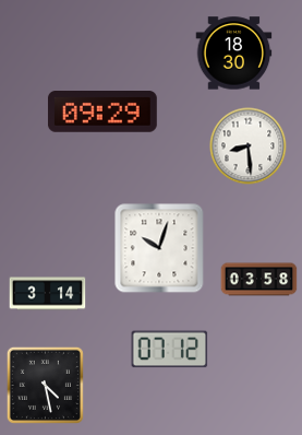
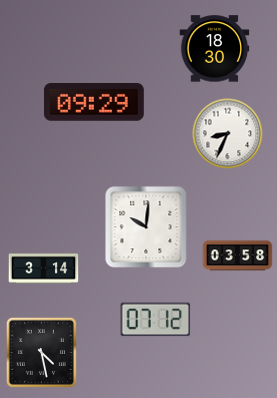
clock at (249, 146): 8:29 -> 8:34
clock at (159, 248): 10:03 -> 10:01
